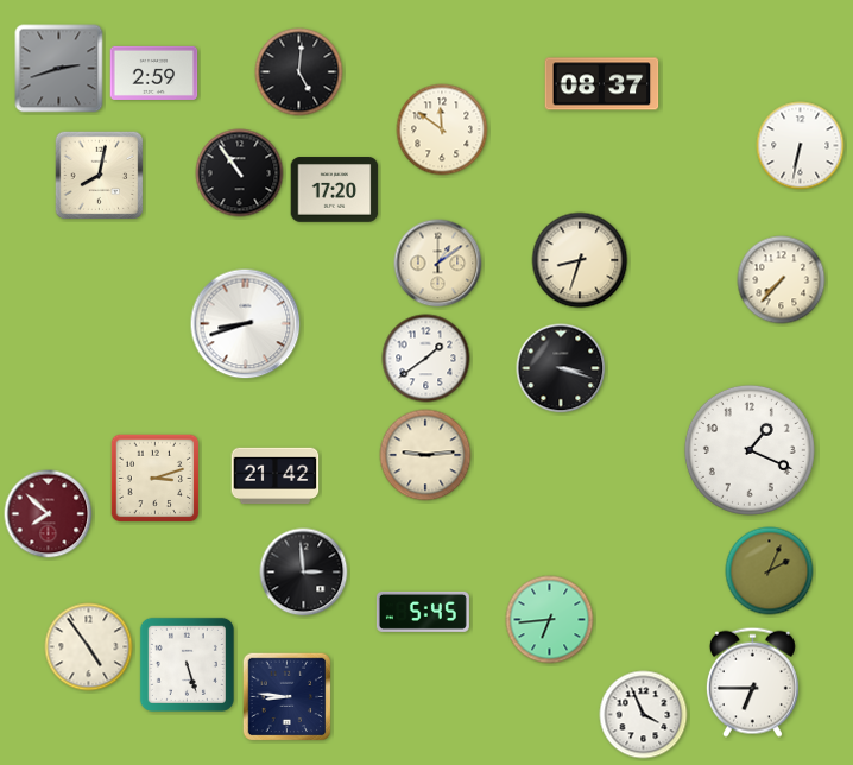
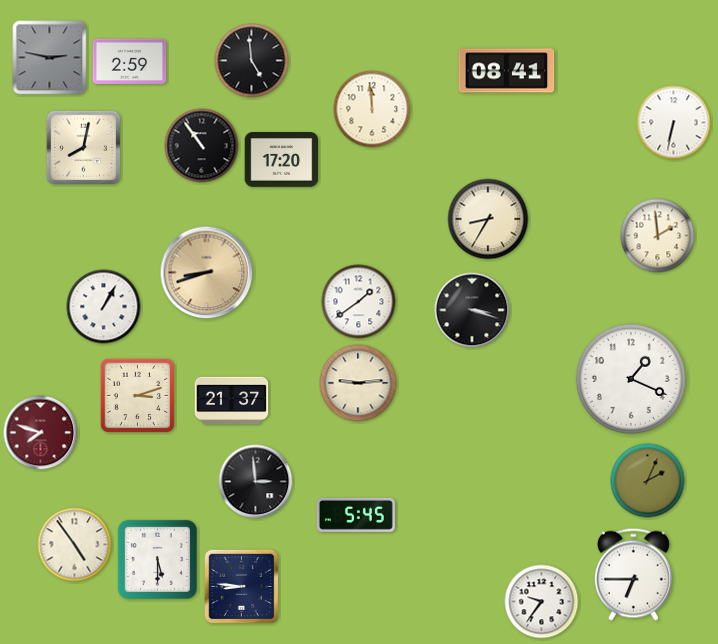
clock at (59, 69): 2:42 -> 2:47
clock at (299, 72): 5:01 -> 4:59
clock at (602, 84): 08:37 -> 08:41
clock at (442, 129): 11:51 -> 11:59
clock at (580, 260): 8:33 -> 8:35
clock at (438, 264): 1:09 -> none
clock at (782, 280): 7:37 -> 1:59
clock at (246, 324) dial: white -> champagne
clock at (104, 307): none -> 1:05
clock at (276, 476): 21:42 -> 21:37
clock at (156, 479) position: (156, 479) -> (138, 396)
clock at (49, 514): 7:52 -> 7:48
clock at (550, 620): 6:44 -> none
clock at (187, 664): 5:27 -> 5:30
clock at (644, 715): 3:56 -> 9:36
